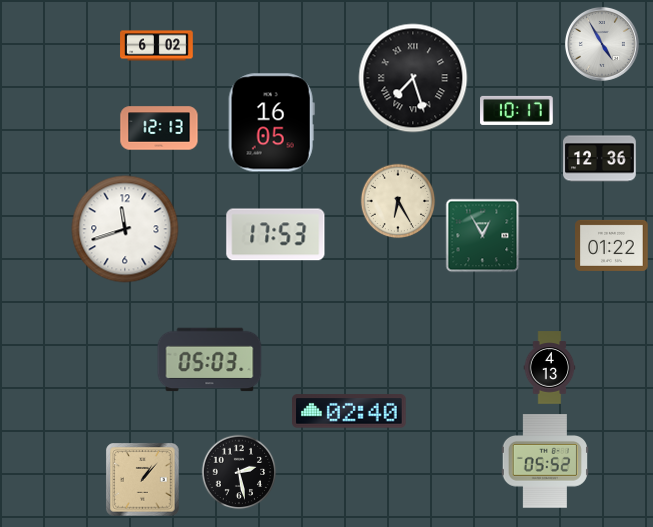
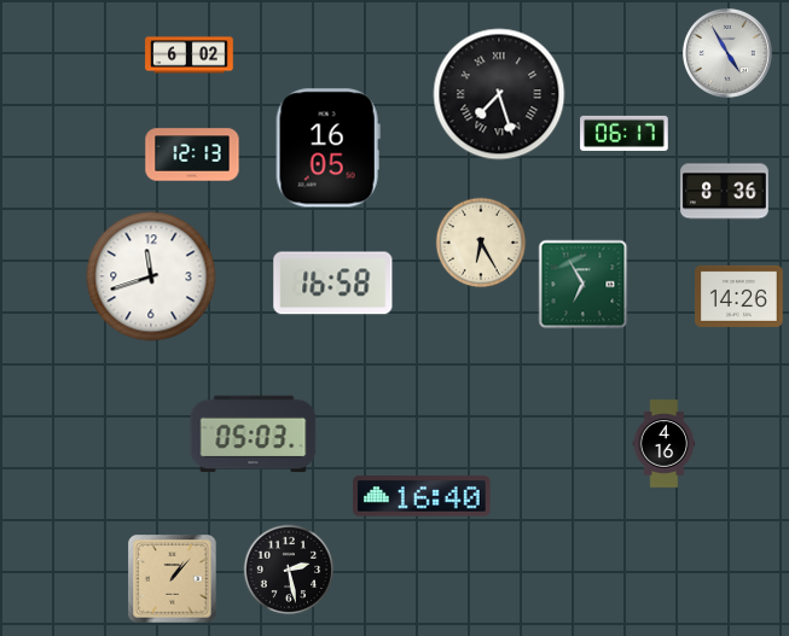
clock at (517, 110): 10:17 -> 06:17
clock at (600, 159): 12:36 -> 8:36
clock at (276, 235): 17:53 -> 16:58
clock at (483, 236): 12:55 -> 6:55
clock at (612, 245): 01:22 -> 14:26
clock at (550, 368): 4:13 -> 4:16
clock at (349, 411): 02:40 -> 16:40
clock at (545, 461): 05:52 -> none
